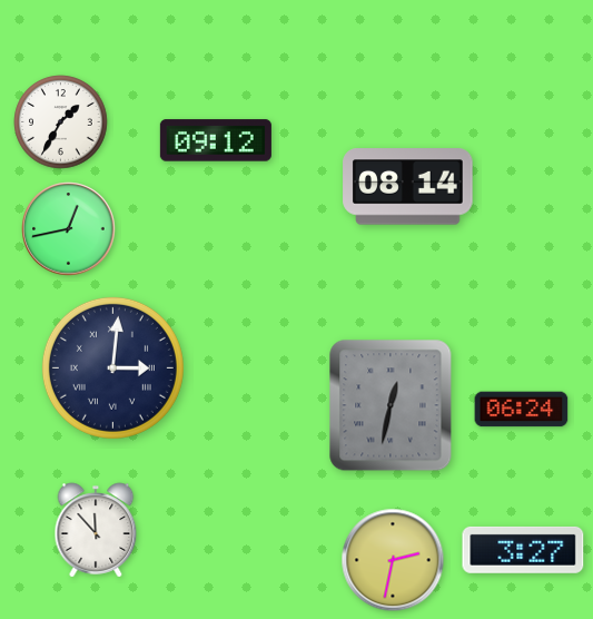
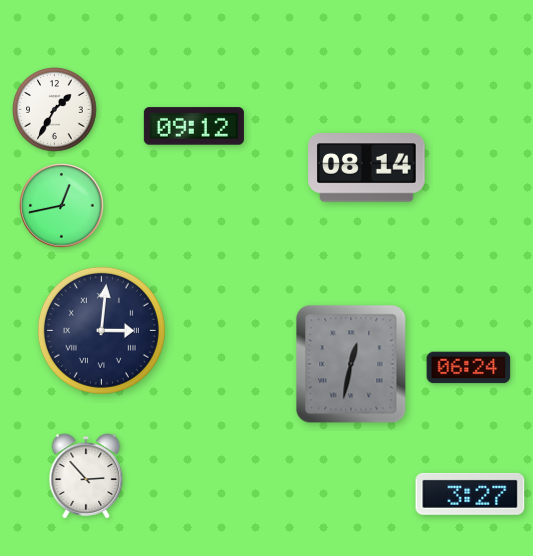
clock at (96, 530): 11:53 -> 2:53
clock at (393, 560): 2:32 -> none
